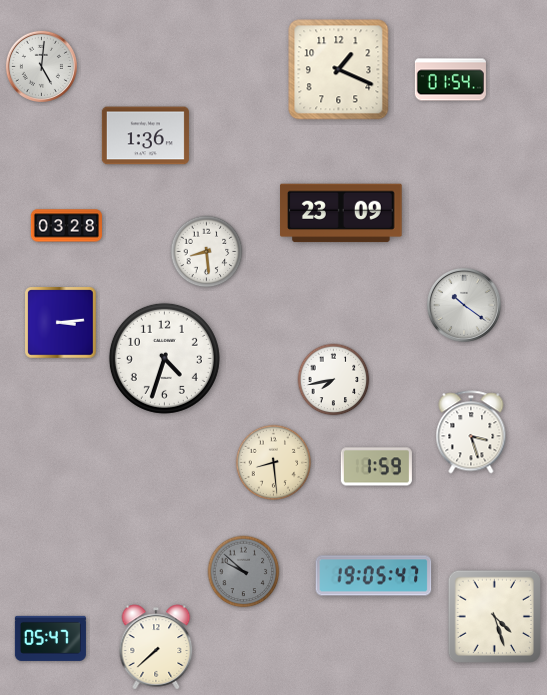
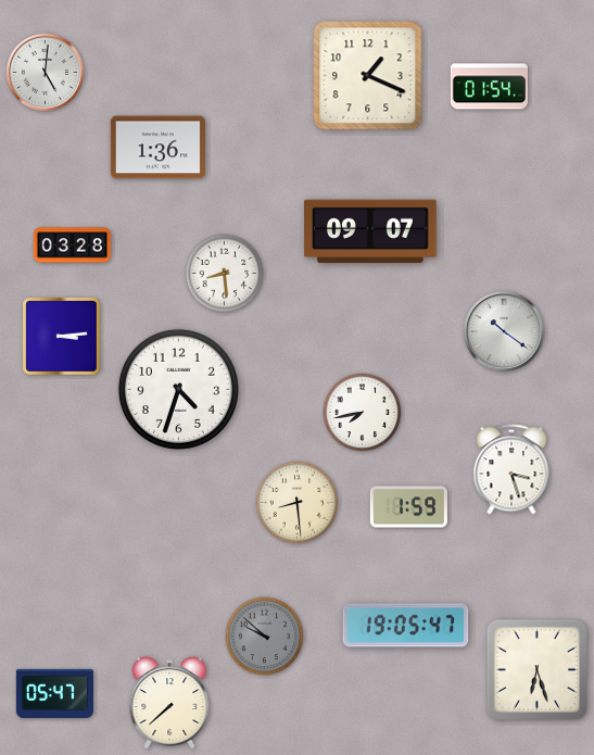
clock at (341, 213): 23:09 -> 09:07
clock at (61, 323) position: (61, 323) -> (62, 337)
clock at (244, 572) position: (244, 572) -> (265, 637)
clock at (494, 616): 4:27 -> 6:27
